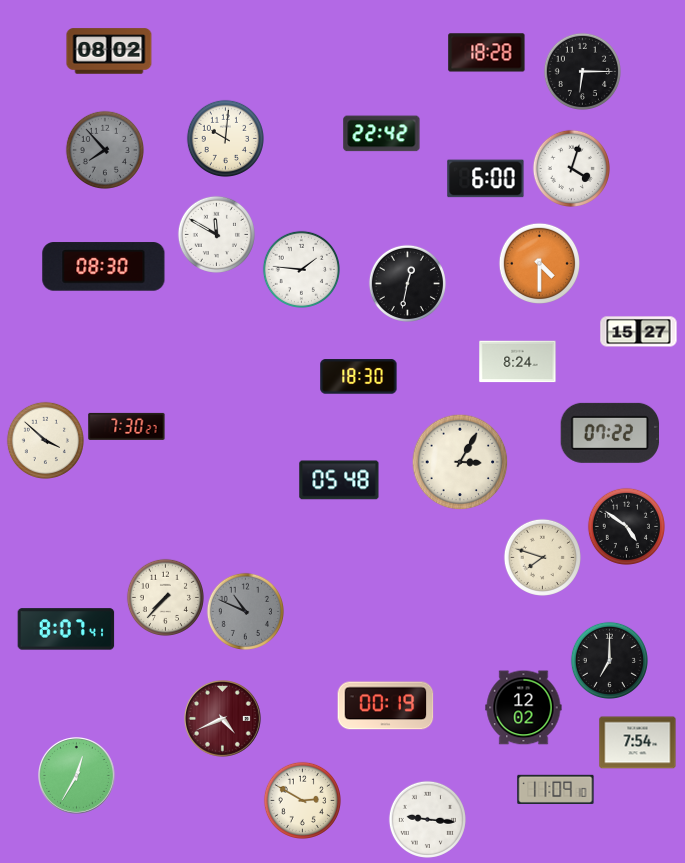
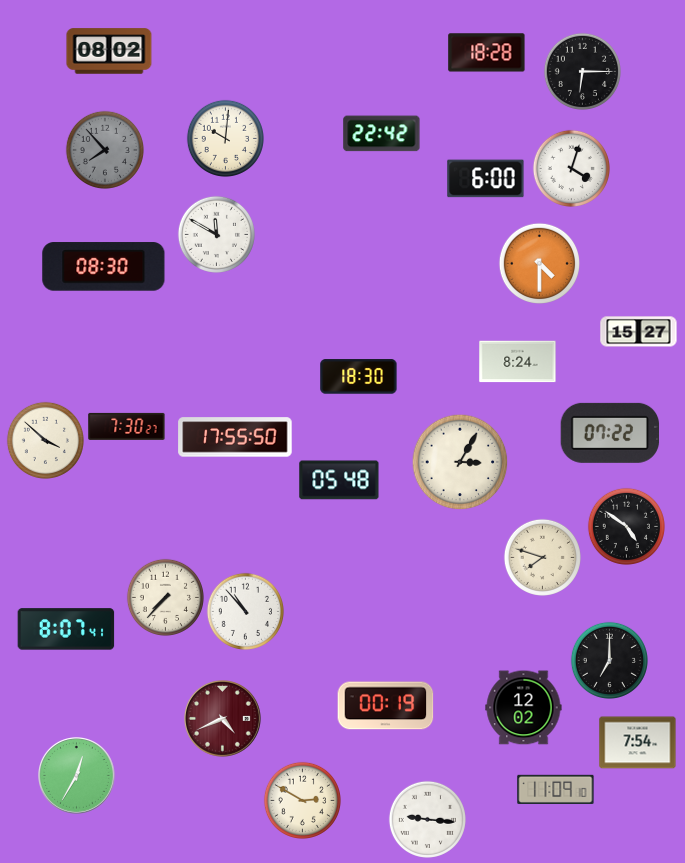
clock at (301, 269): 1:46 -> none
clock at (407, 283): 12:32 -> none
clock at (235, 437): none -> 17:55
clock at (245, 611): 10:49 -> 10:53
clock at (245, 611) dial: grey -> white
